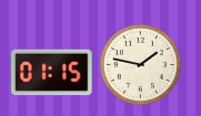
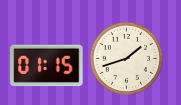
clock at (140, 64): 1:47 -> 1:42
